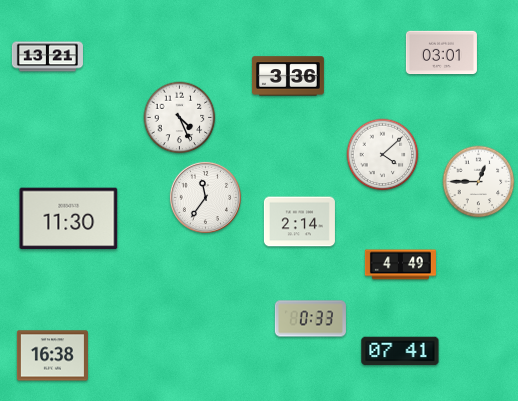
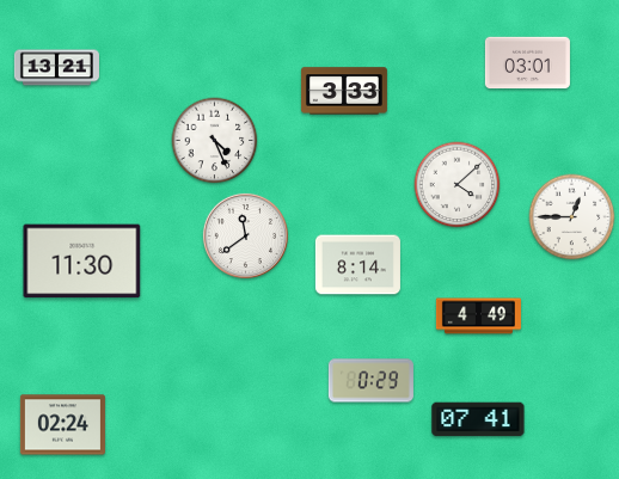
clock at (288, 76): 3:36 -> 3:33
clock at (205, 197): 11:36 -> 11:39
clock at (299, 222): 2:14 -> 8:14
clock at (310, 319): 0:33 -> 0:29
clock at (52, 356): 16:38 -> 02:24
